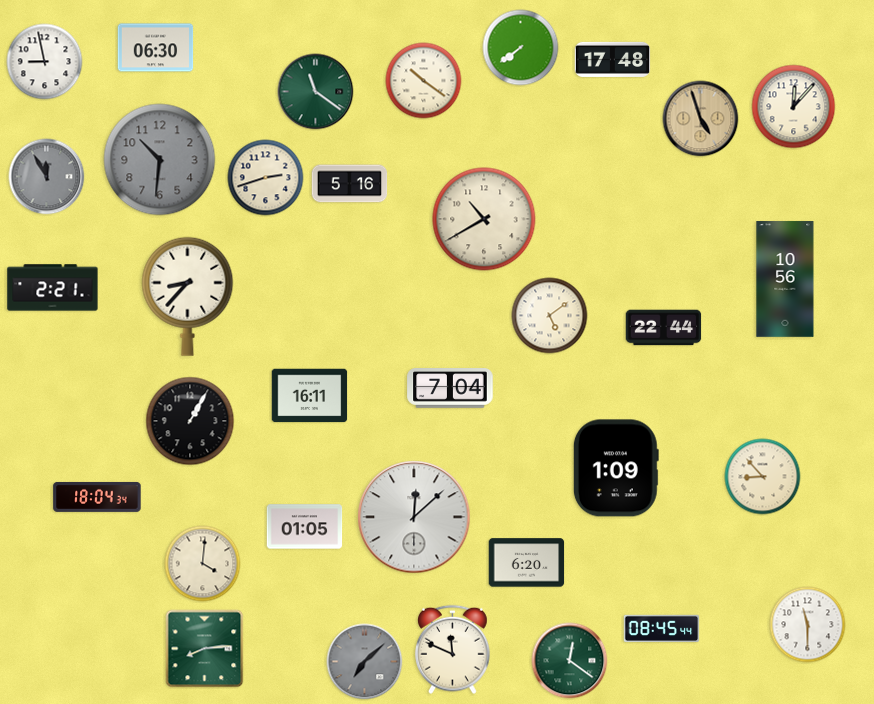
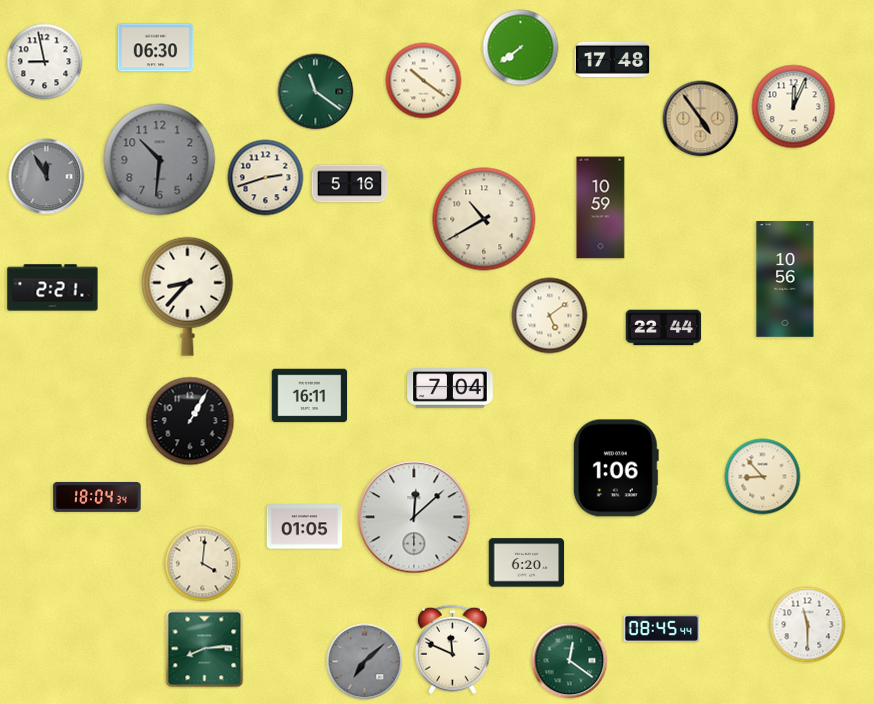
clock at (794, 107): 12:07 -> 12:04
clock at (701, 119): 4:57 -> 4:54
clock at (601, 208): none -> 10:59
clock at (616, 468): 1:09 -> 1:06
